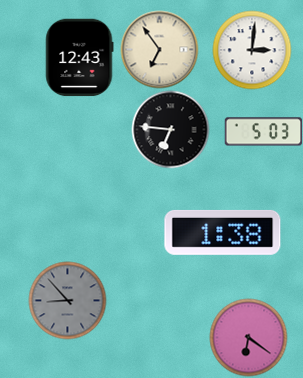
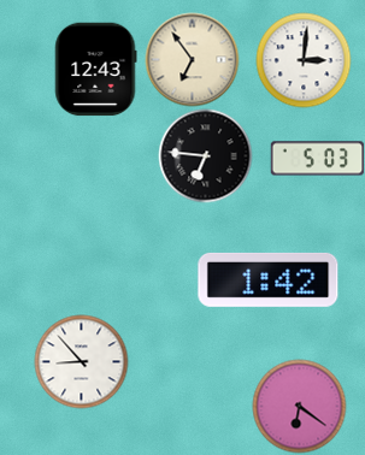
clock at (223, 232): 1:38 -> 1:42
clock at (67, 300) dial: grey -> white
